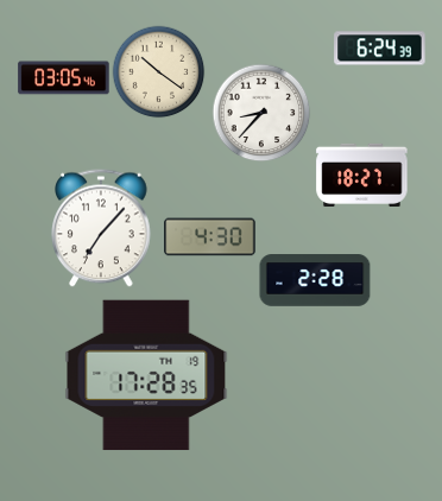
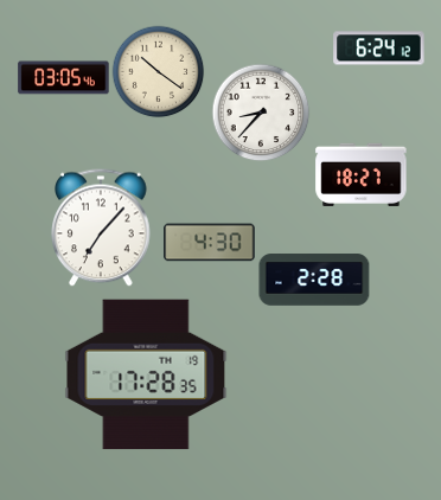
clock at (380, 49): 6:24:39 -> 6:24:12
clock at (210, 237) position: (210, 237) -> (210, 243)
